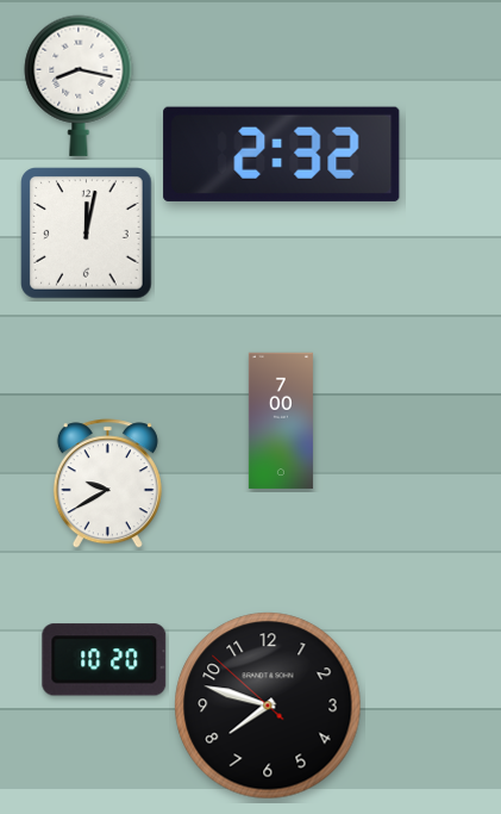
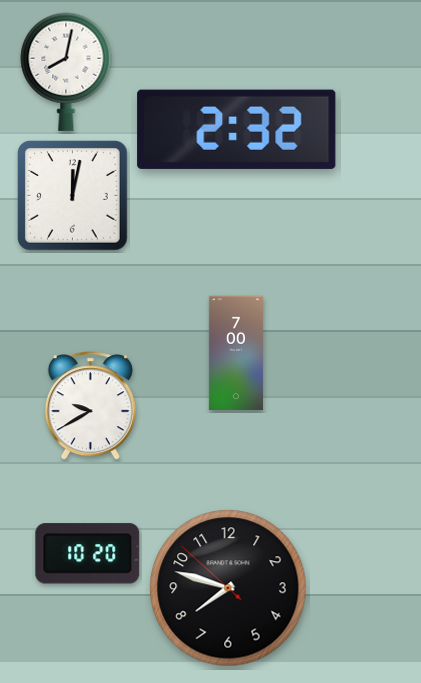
clock at (79, 86): 8:17 -> 8:02
clock at (268, 706) position: (268, 706) -> (228, 588)
